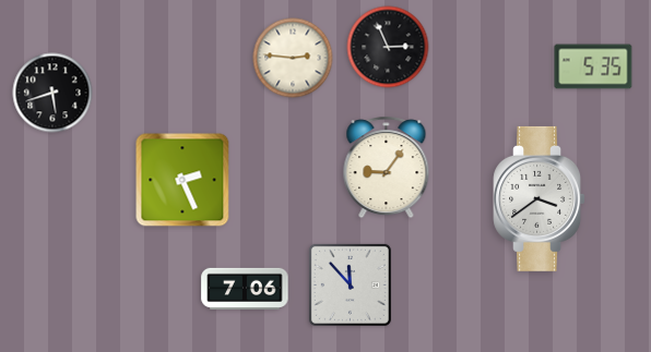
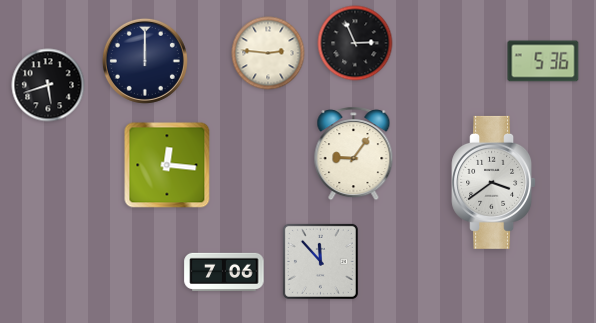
clock at (145, 61): none -> 12:00
clock at (593, 66): 5:35 -> 5:36
clock at (182, 180): 2:26 -> 12:16
clock at (245, 289) position: (245, 289) -> (224, 272)
